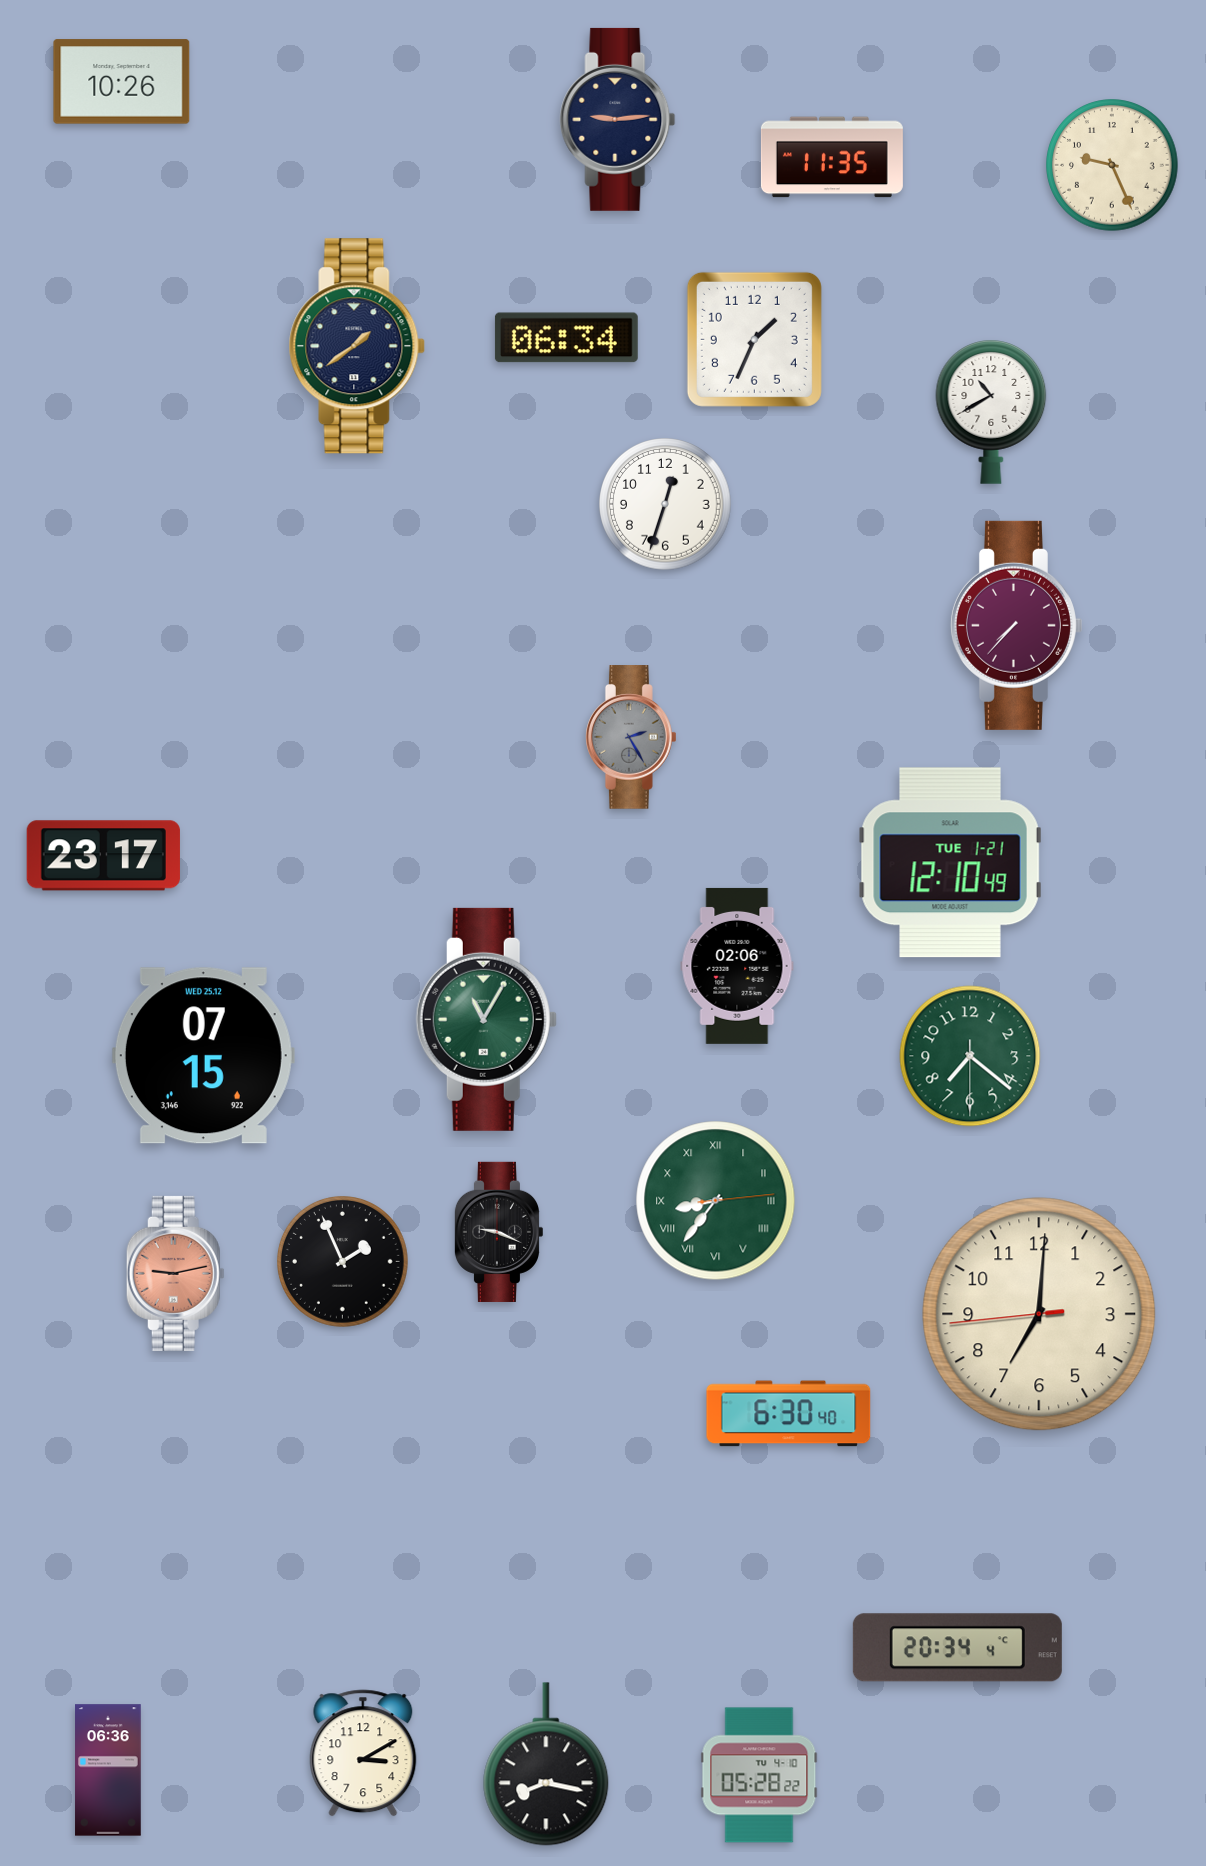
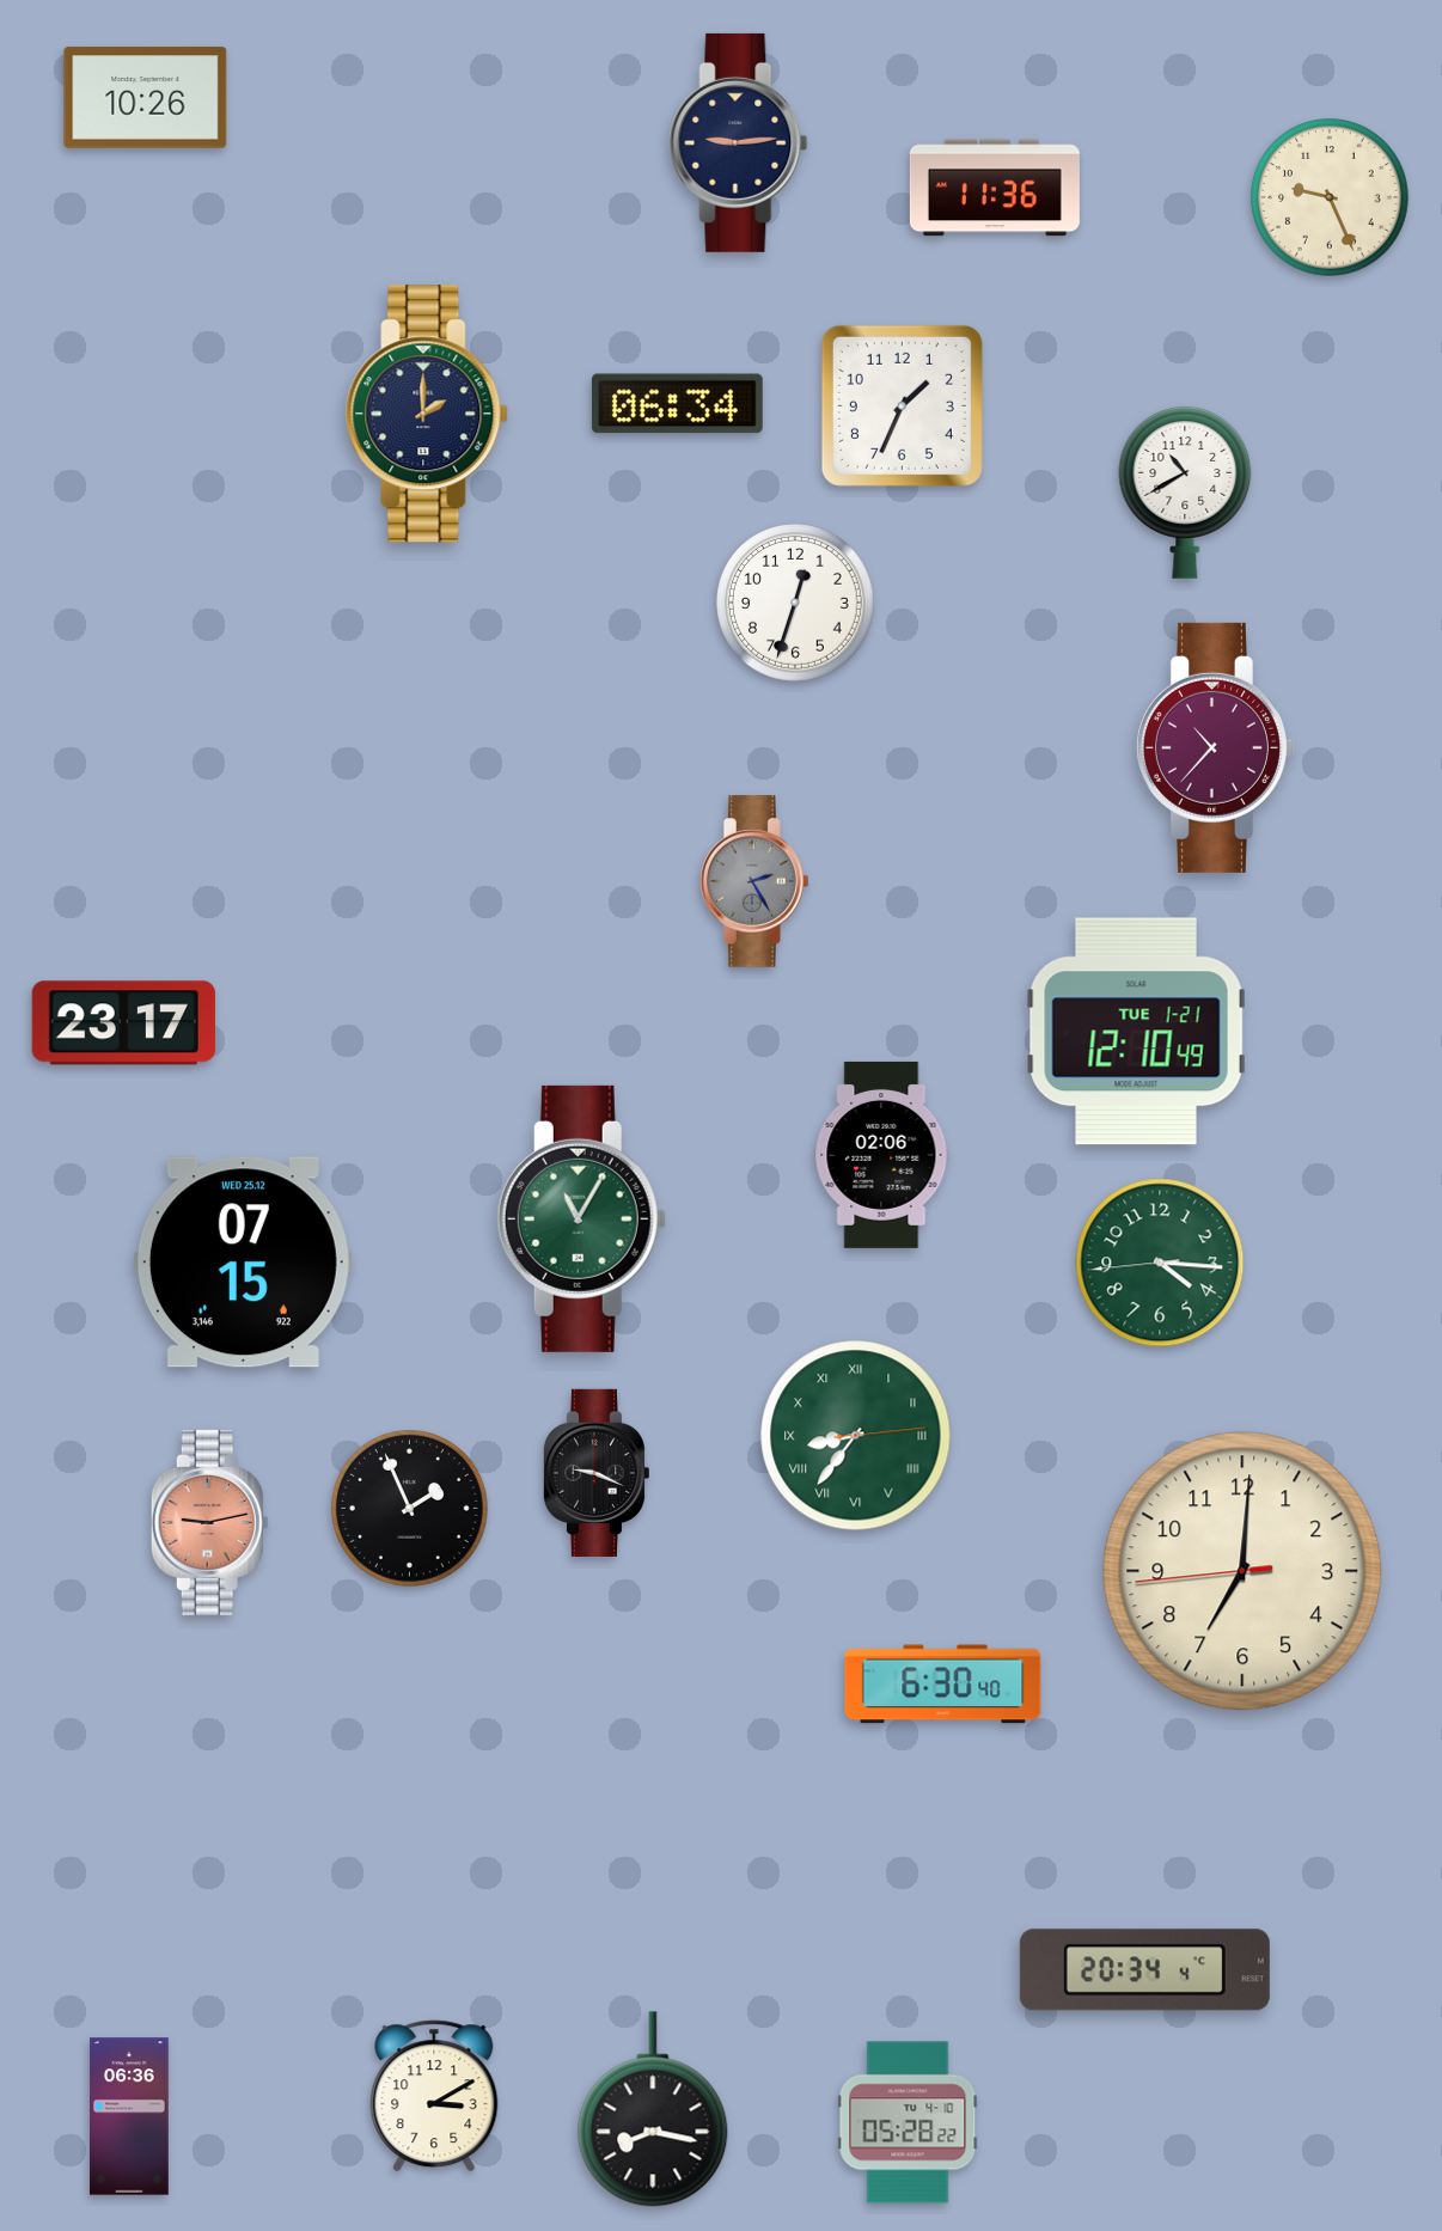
clock at (832, 157): 11:35 -> 11:36
clock at (357, 346): 1:39 -> 2:00
clock at (1016, 625): 7:37 -> 10:37
clock at (970, 1056): 7:21 -> 4:15
clock at (789, 1414) position: (789, 1414) -> (943, 1685)
